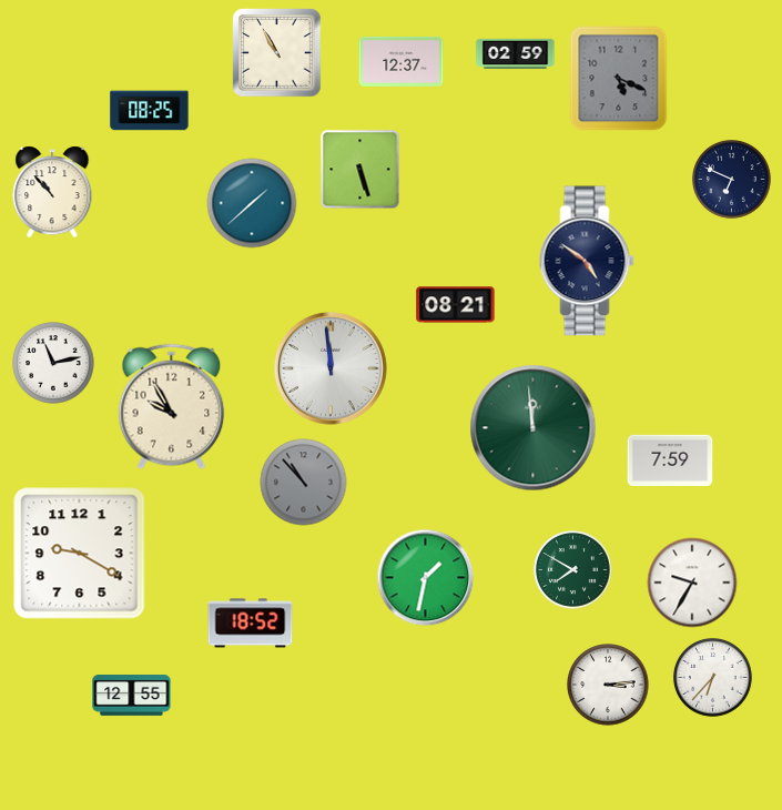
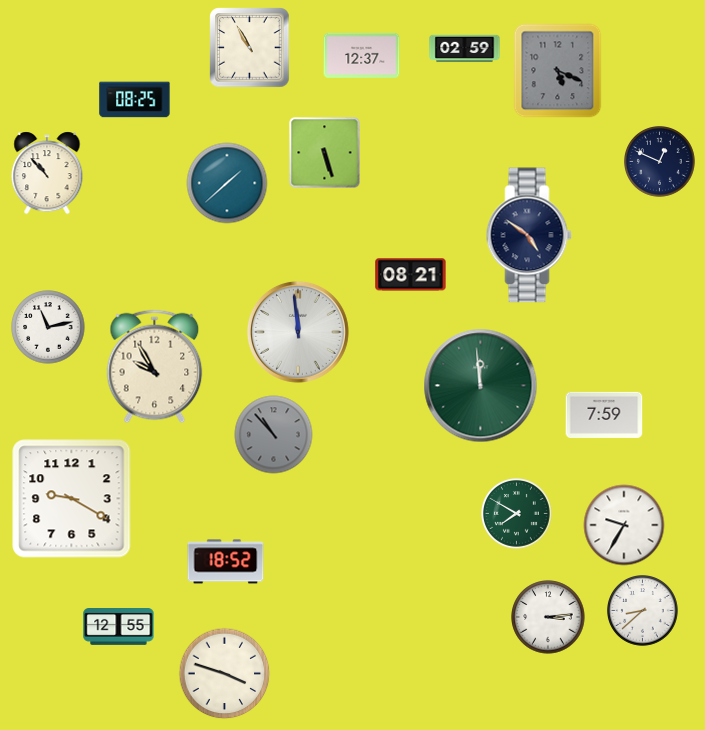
clock at (732, 180): 6:49 -> 12:49
clock at (426, 578): 1:32 -> none
clock at (713, 678): 6:37 -> 8:38
clock at (225, 674): none -> 3:48
